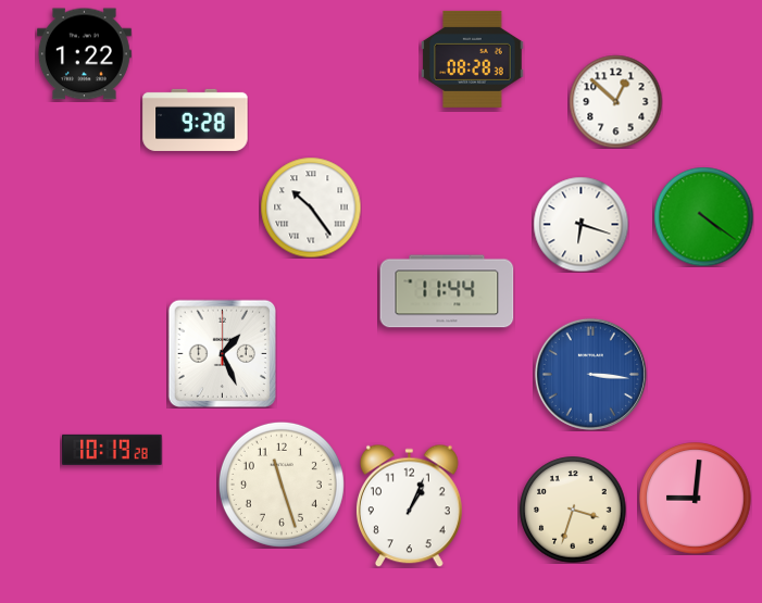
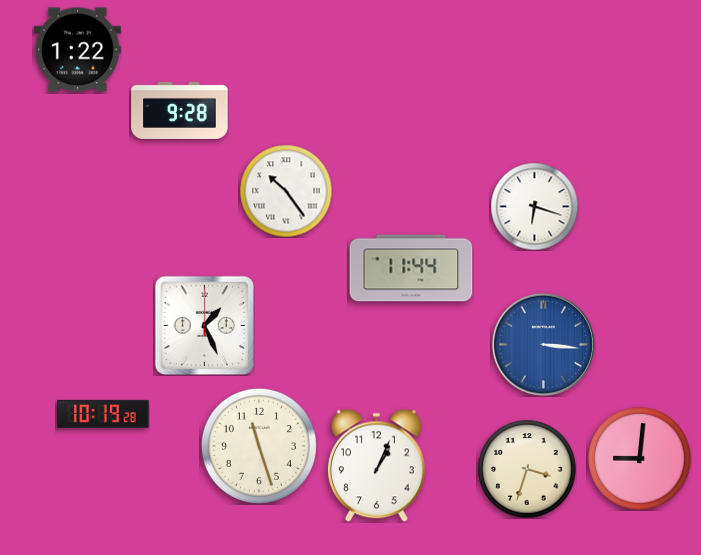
clock at (473, 59): 08:28 -> none
clock at (615, 101): 12:52 -> none
clock at (703, 216): 4:21 -> none
